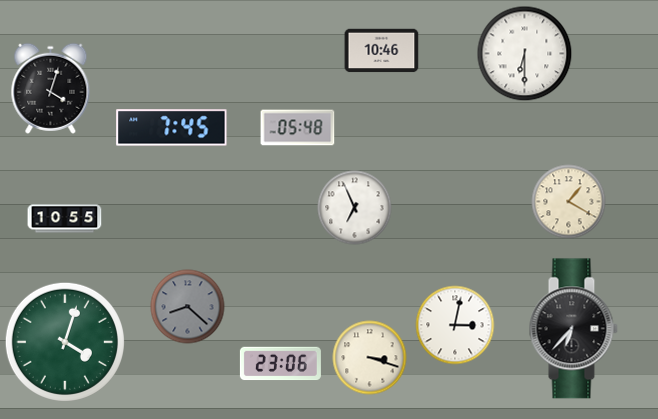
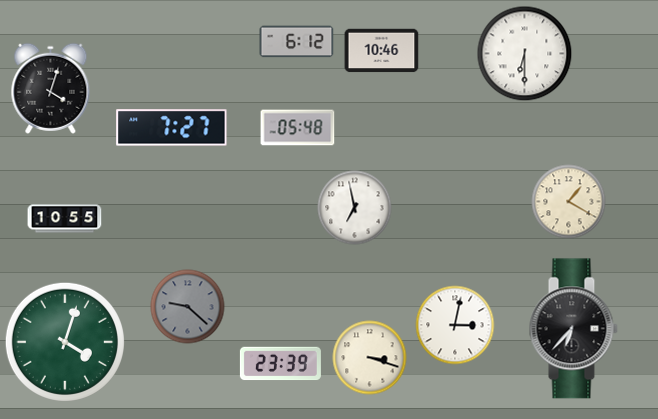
clock at (297, 42): none -> 6:12
clock at (172, 128): 7:45 -> 7:27
clock at (355, 208): 6:56 -> 6:58
clock at (188, 307): 8:22 -> 9:22
clock at (280, 364): 23:06 -> 23:39
